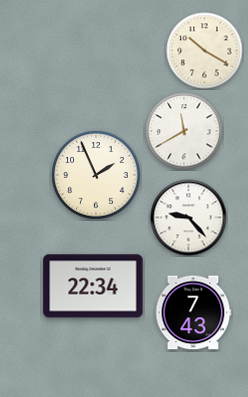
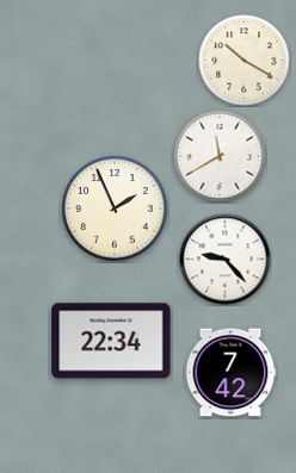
clock at (193, 313): 7:43 -> 7:42
